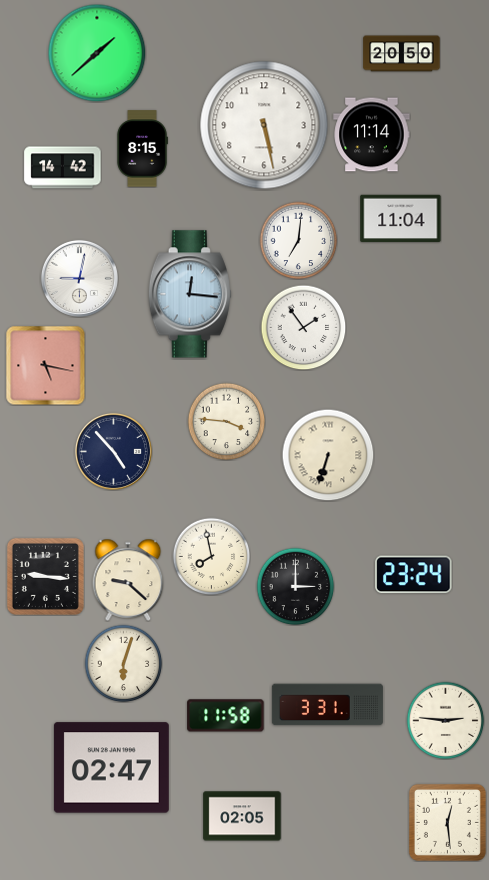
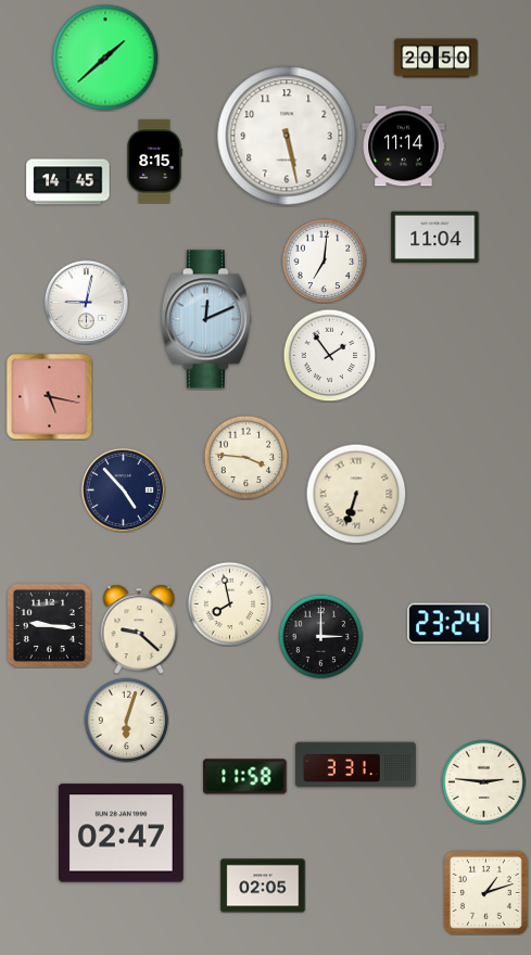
clock at (63, 168): 14:42 -> 14:45
clock at (190, 294): 12:16 -> 12:11
clock at (123, 663) position: (123, 663) -> (126, 720)
clock at (447, 822): 12:29 -> 1:12
